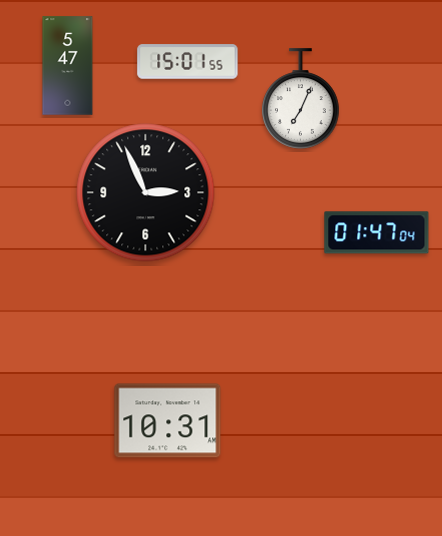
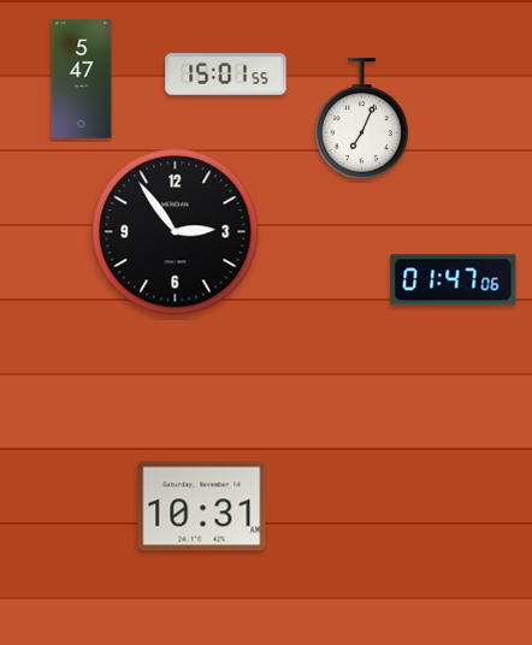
clock at (146, 193): 2:56 -> 2:54
clock at (377, 233): 01:47:04 -> 01:47:06
